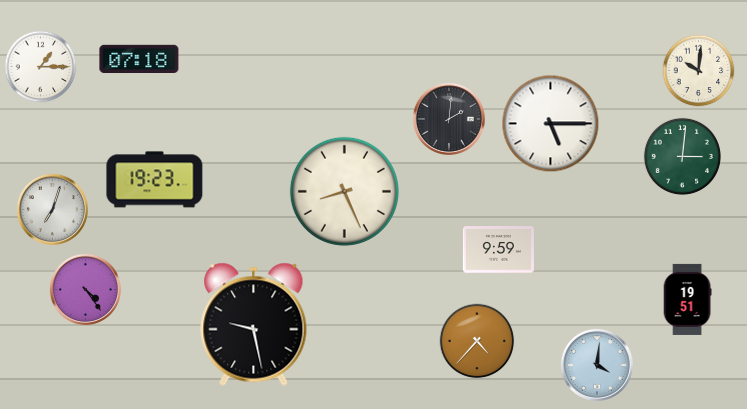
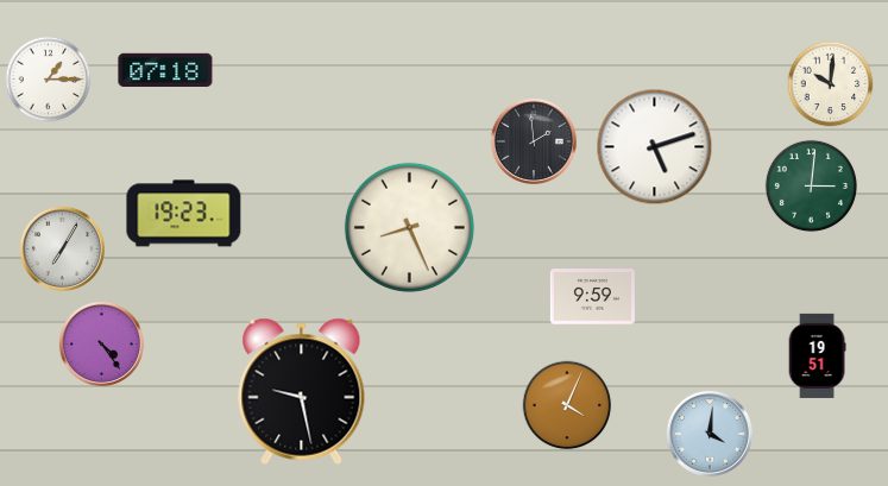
clock at (449, 119): 2:01 -> 1:59
clock at (551, 124): 5:15 -> 5:12
clock at (52, 209): 7:03 -> 7:05
clock at (254, 324) position: (254, 324) -> (302, 391)
clock at (477, 341): 4:37 -> 4:04
